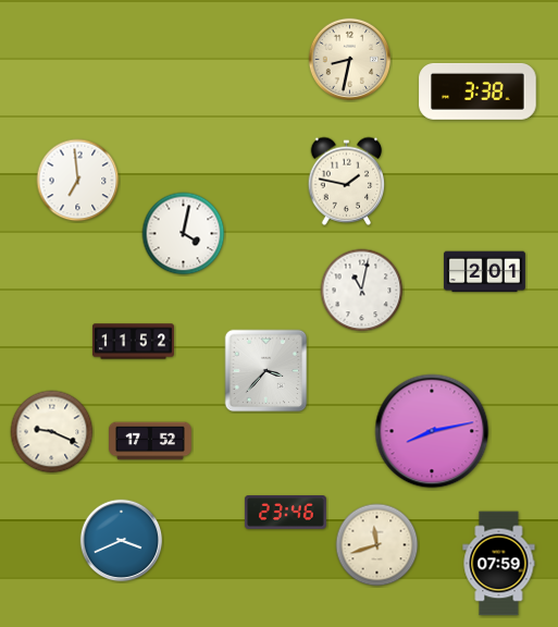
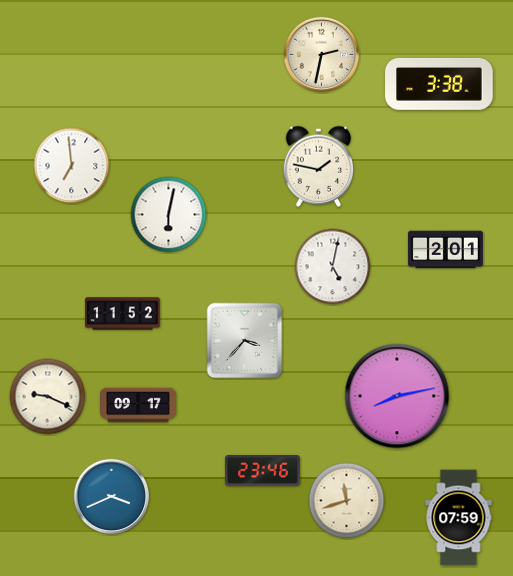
clock at (350, 60): 8:32 -> 2:32
clock at (184, 234): 4:02 -> 6:02
clock at (362, 291): 11:02 -> 5:02
clock at (151, 441): 17:52 -> 09:17
